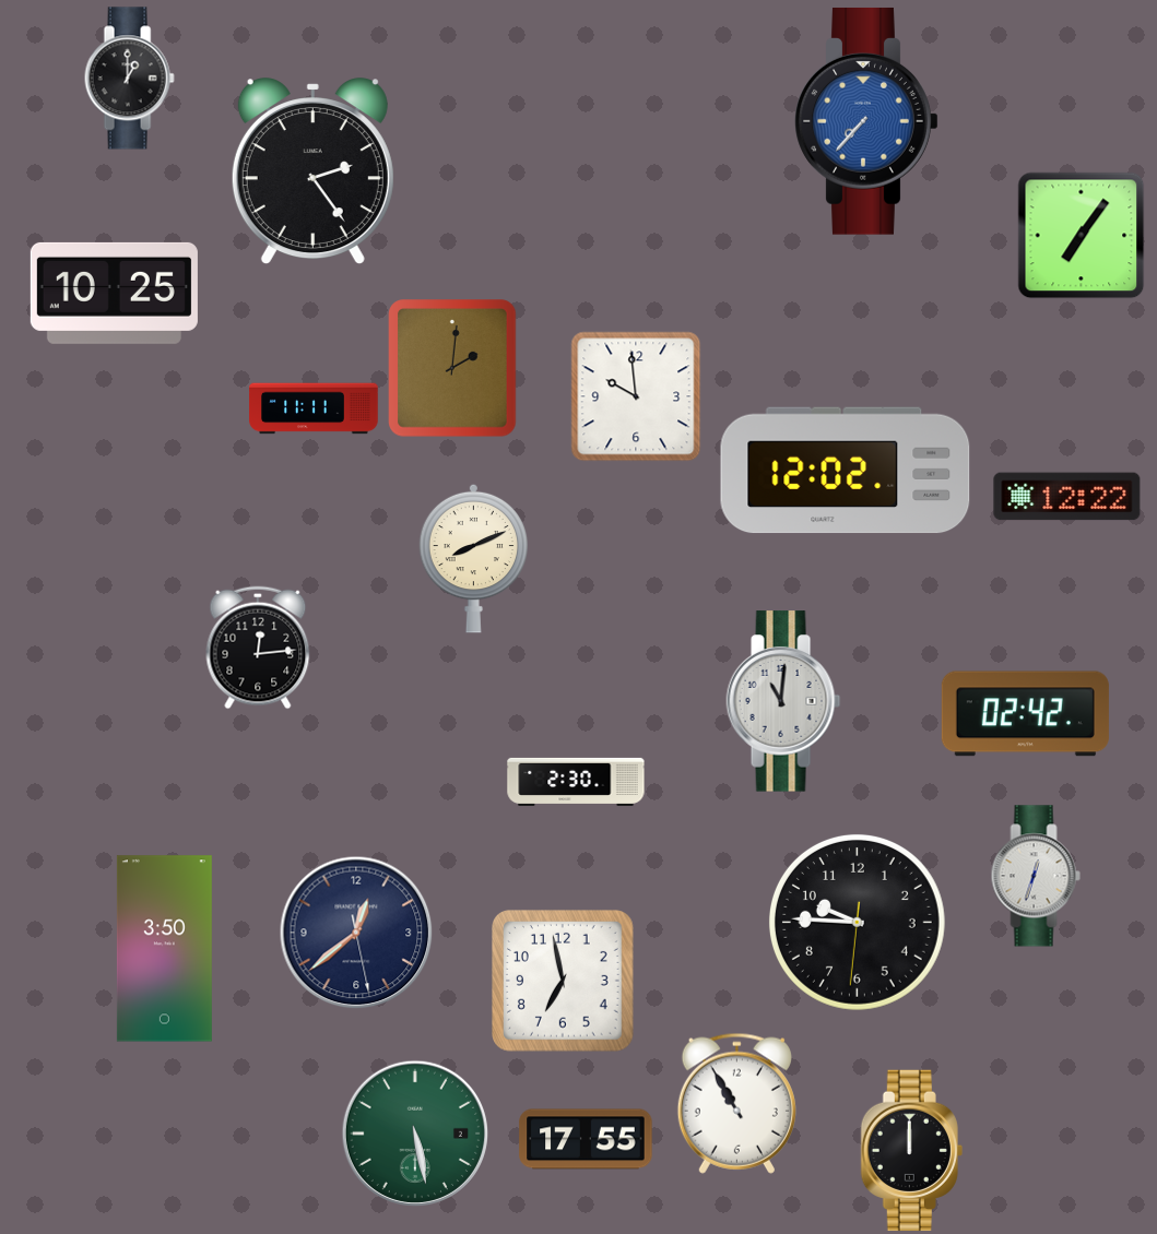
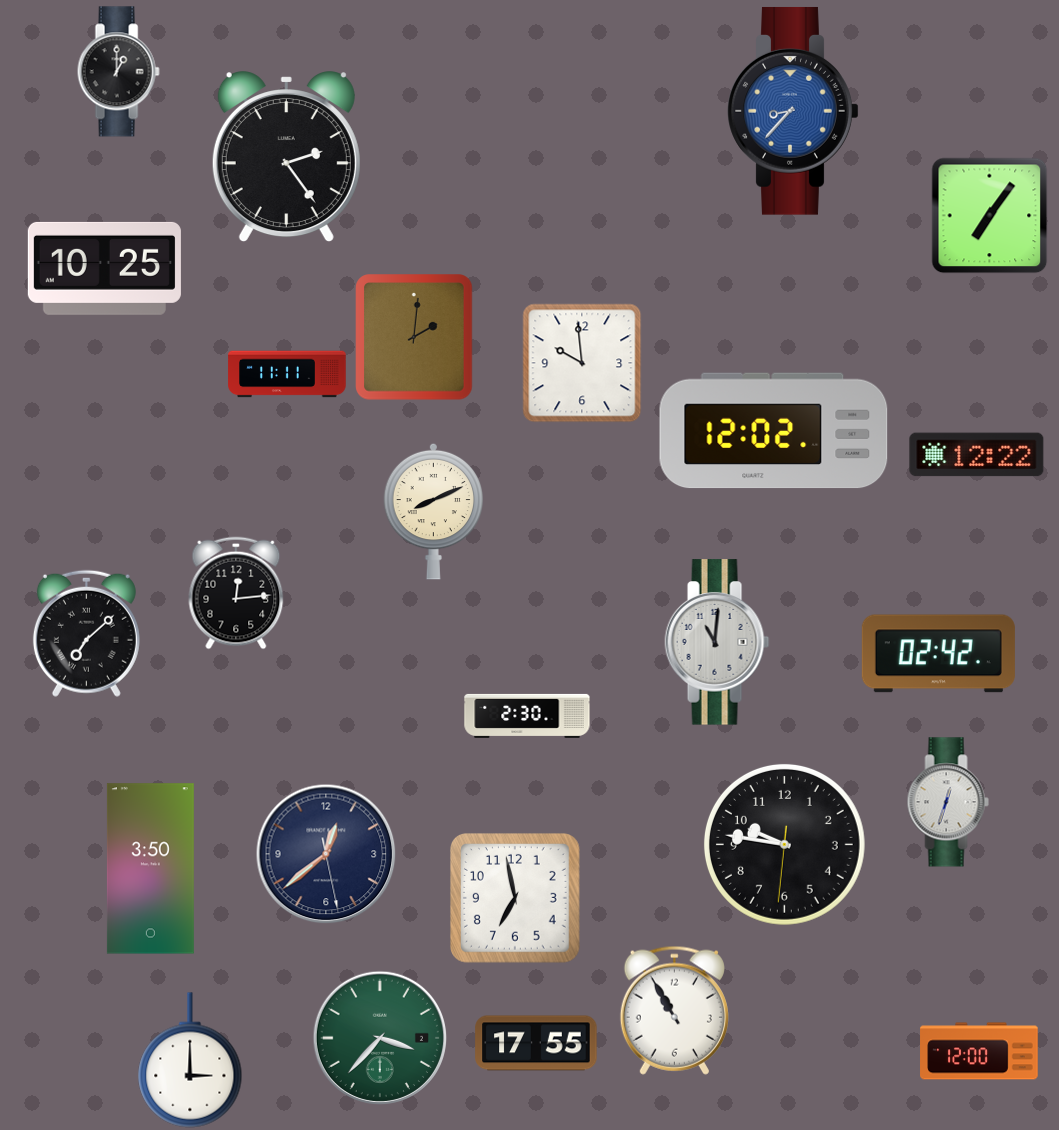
clock at (866, 121): 7:37 -> 8:37
clock at (86, 633): none -> 7:08
clock at (857, 922): 9:45 -> 9:46
clock at (414, 1132): 5:28 -> 3:37
clock at (979, 1051): none -> 12:00
clock at (911, 1151): 12:00 -> none
clock at (190, 1060): none -> 3:00
